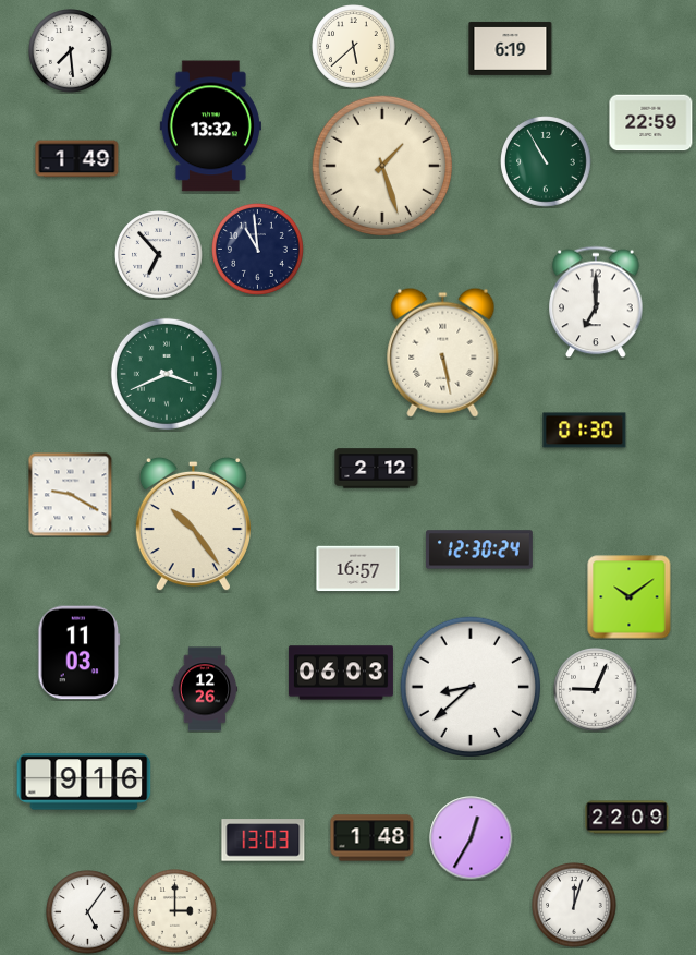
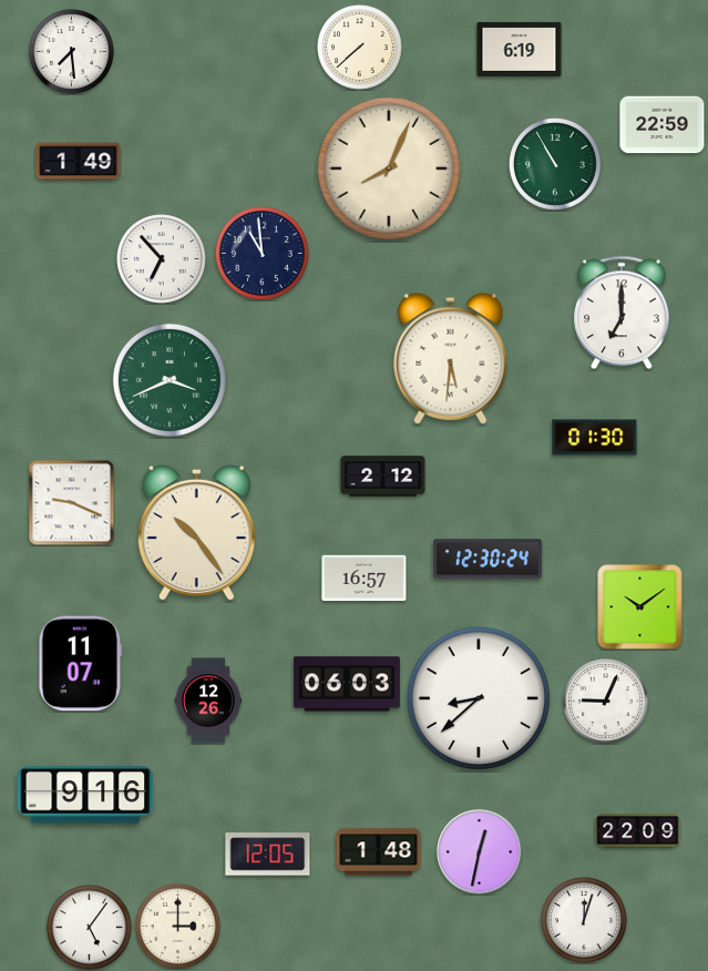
clock at (354, 47): 5:38 -> 7:38
clock at (210, 126): 13:32 -> none
clock at (381, 165): 1:27 -> 8:04
clock at (596, 302) position: (596, 302) -> (622, 313)
clock at (443, 352): 5:28 -> 5:31
clock at (70, 494): 9:20 -> 9:19
clock at (80, 653): 11:03 -> 11:07
clock at (472, 838): 12:35 -> 12:32
clock at (264, 841): 13:03 -> 12:05
